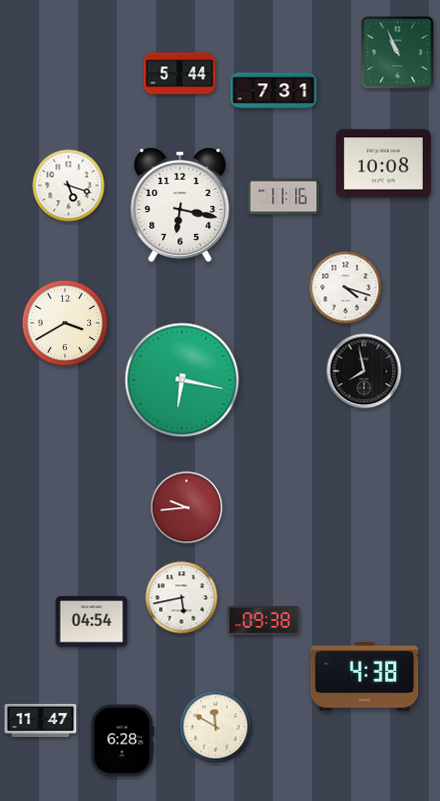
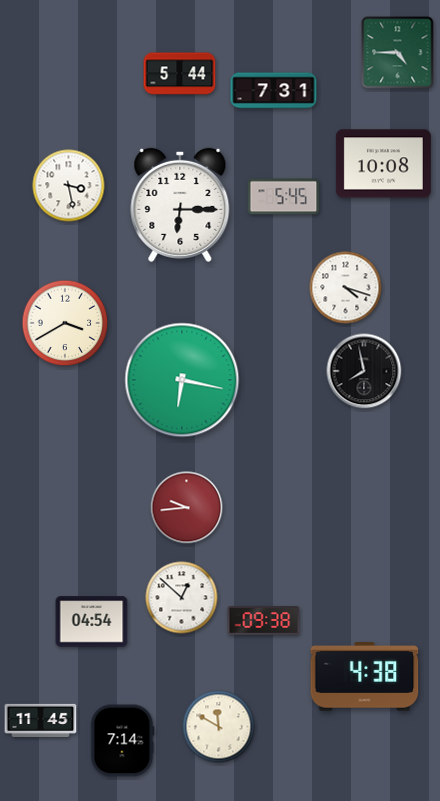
clock at (398, 53): 10:56 -> 4:45
clock at (69, 186): 5:18 -> 3:28
clock at (284, 197): 11:16 -> 5:45
clock at (180, 205): 6:17 -> 6:15
clock at (182, 598): 5:43 -> 12:52
clock at (41, 720): 11:47 -> 11:45
clock at (216, 727) position: (216, 727) -> (219, 727)
clock at (122, 741): 6:28 -> 7:14
